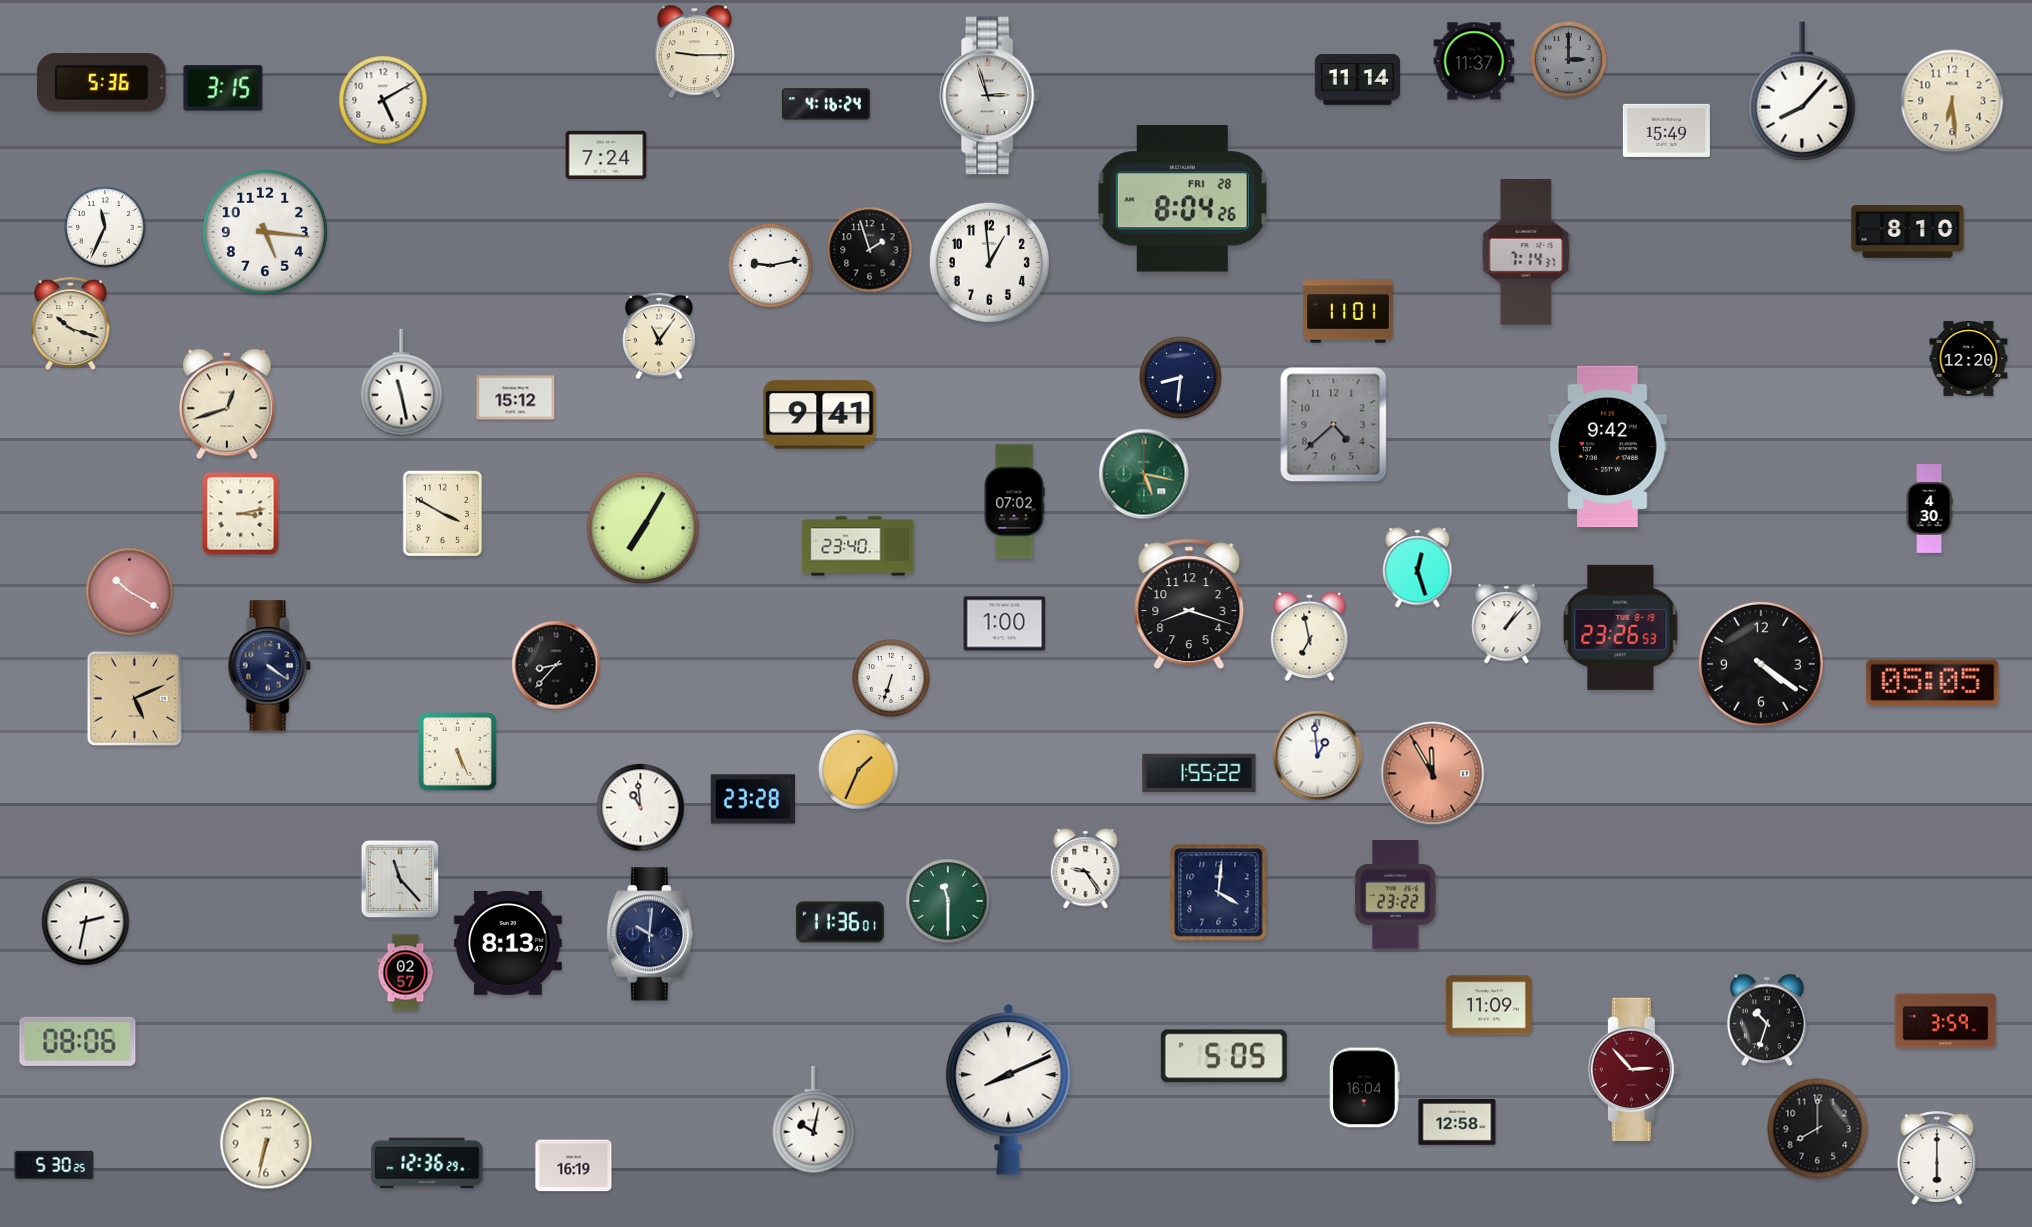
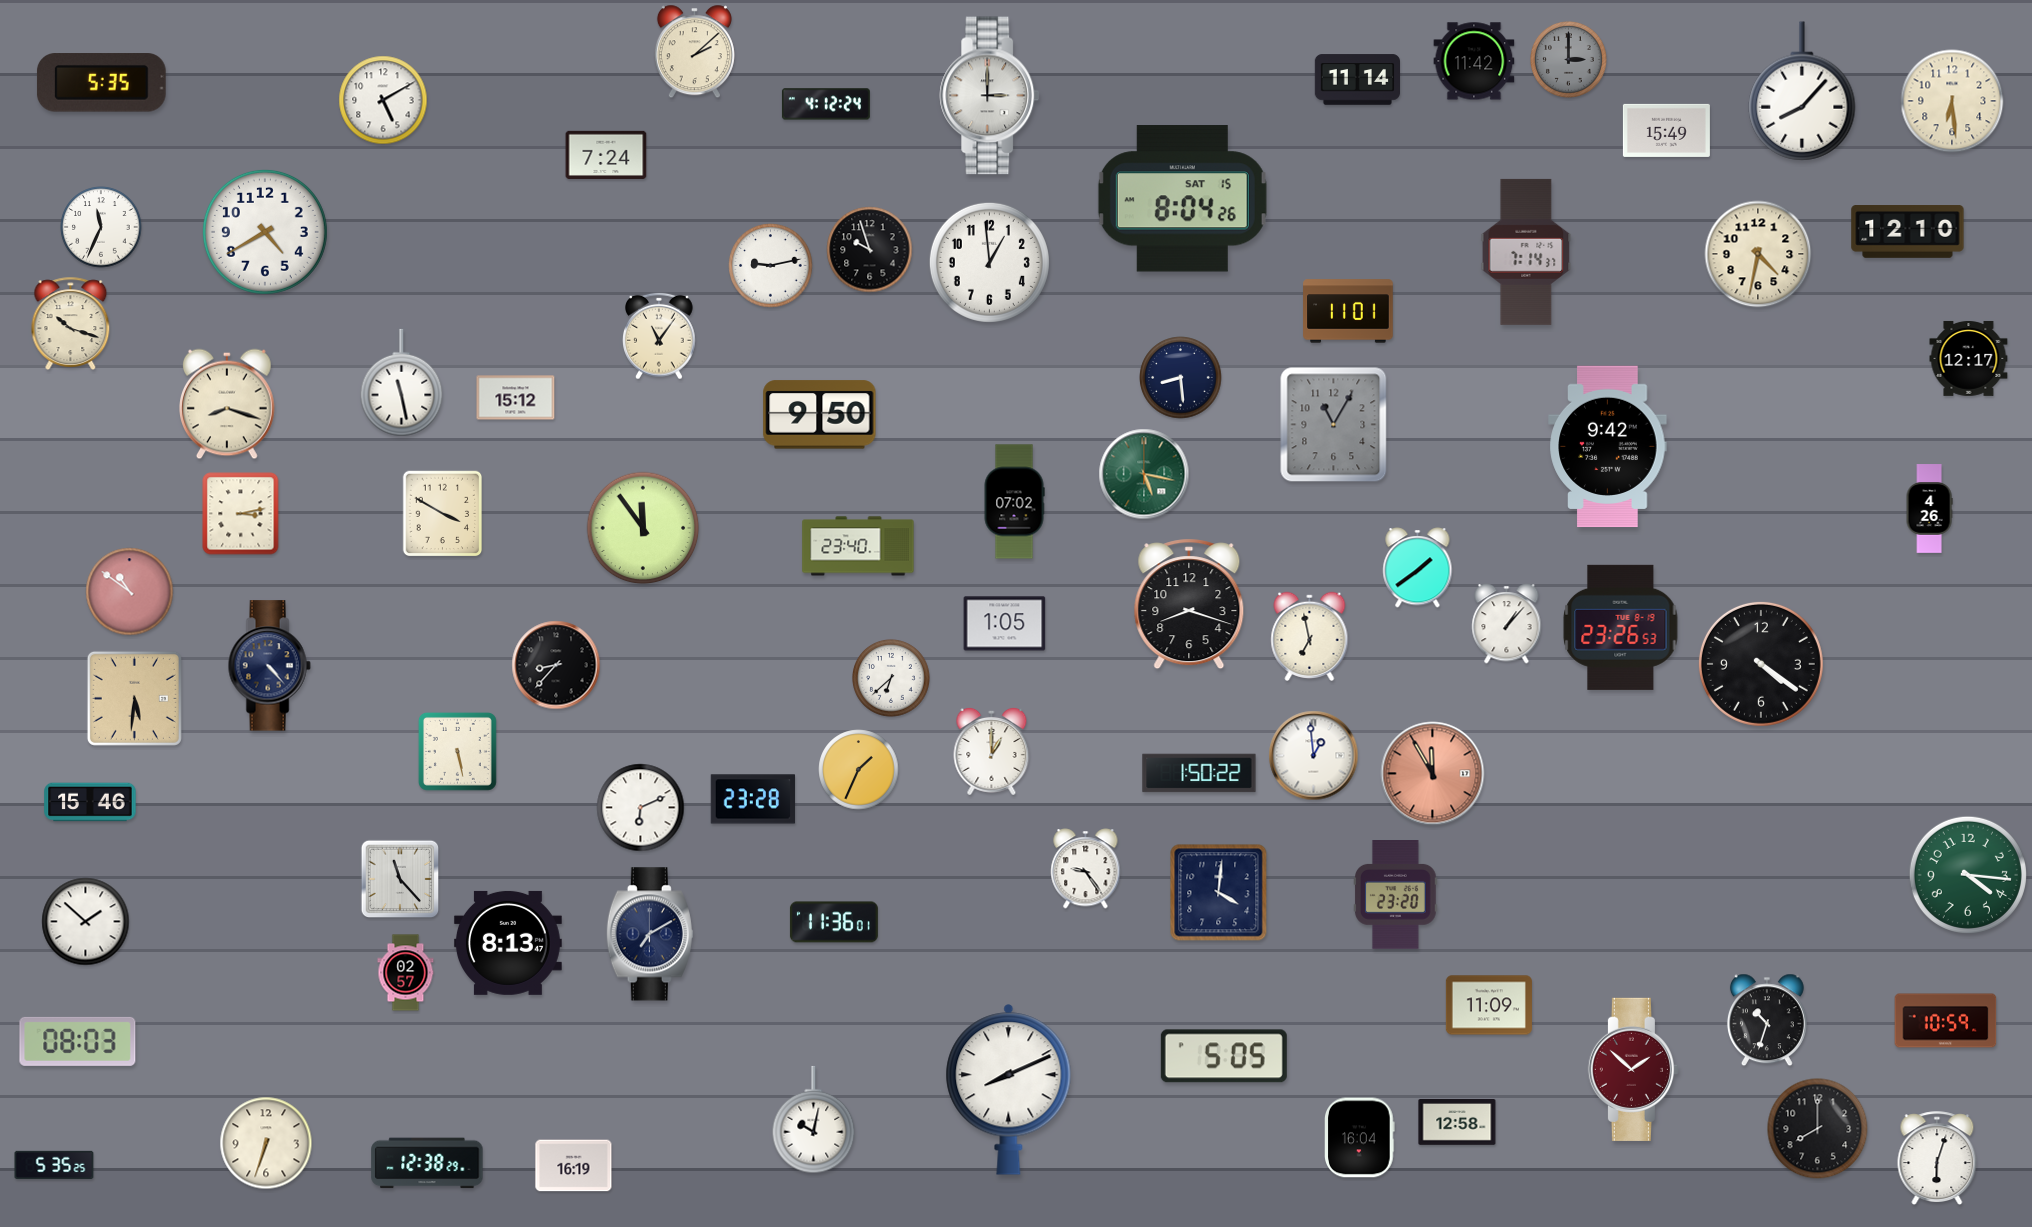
clock at (694, 52): 9:15 -> 2:08
clock at (1474, 61): 11:37 -> 11:42
clock at (101, 83): 5:36 -> 5:35
clock at (223, 88): 3:15 -> none
clock at (990, 96): 2:57 -> 3:00
clock at (826, 104): 4:16 -> 4:12
clock at (1182, 199) date: FRI 28 -> SAT 15
clock at (105, 227) position: (105, 227) -> (101, 227)
clock at (265, 232): 5:16 -> 4:40
clock at (1908, 232): 8:10 -> 12:10
clock at (870, 250): 1:57 -> 9:57
clock at (1758, 254): none -> 4:32
clock at (1969, 358): 12:20 -> 12:17
clock at (1181, 378): 8:31 -> 8:29
clock at (228, 404): 12:42 -> 8:18
clock at (820, 415): 9:41 -> 9:50
clock at (1334, 425): 4:38 -> 11:05
clock at (1929, 509): 4:30 -> 4:26
clock at (643, 528): 7:05 -> 11:54
clock at (1418, 568): 12:27 -> 1:39
clock at (130, 592): 10:20 -> 10:51
clock at (1005, 624): 1:00 -> 1:05
clock at (269, 666): 4:21 -> 4:23
clock at (892, 679): 6:33 -> 6:38
clock at (1933, 683): 05:05 -> none
clock at (134, 698): 5:11 -> 5:31
clock at (457, 751): 5:26 -> 5:28
clock at (992, 751): none -> 1:00
clock at (1318, 756) position: (1318, 756) -> (1314, 756)
clock at (1199, 773): 1:55 -> 1:50
clock at (90, 802): none -> 15:46
clock at (641, 808): 10:59 -> 6:11
clock at (1968, 875): none -> 4:16
clock at (1396, 895): 23:22 -> 23:20
clock at (948, 901): 11:30 -> none
clock at (86, 922): 2:32 -> 1:52
clock at (840, 922) position: (840, 922) -> (834, 922)
clock at (650, 934): 10:01 -> 7:10
clock at (1946, 1021): 3:59 -> 10:59
clock at (78, 1041): 08:06 -> 08:03
clock at (1633, 1069): 2:53 -> 1:52
clock at (1365, 1088) position: (1365, 1088) -> (1360, 1138)
clock at (266, 1143): 6:32 -> 6:33
clock at (1937, 1158): 6:00 -> 6:03
clock at (427, 1163): 12:36 -> 12:38
clock at (54, 1164): 5:30 -> 5:35
